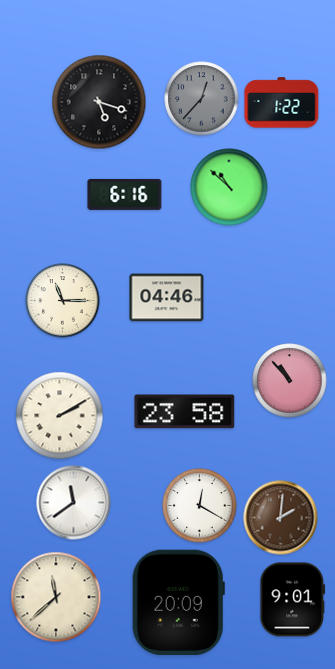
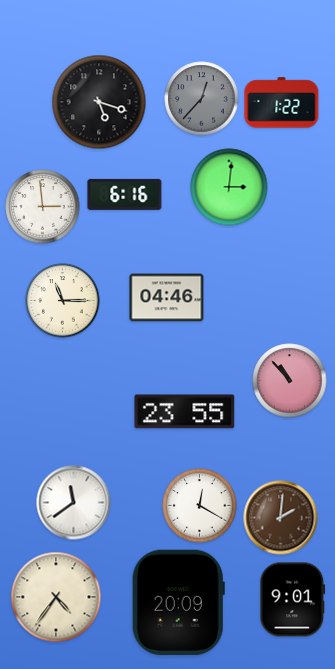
clock at (229, 187): 10:52 -> 3:01
clock at (43, 207): none -> 2:59
clock at (185, 412): 23:58 -> 23:55
clock at (60, 416): 2:10 -> none
clock at (56, 597): 11:38 -> 4:36
